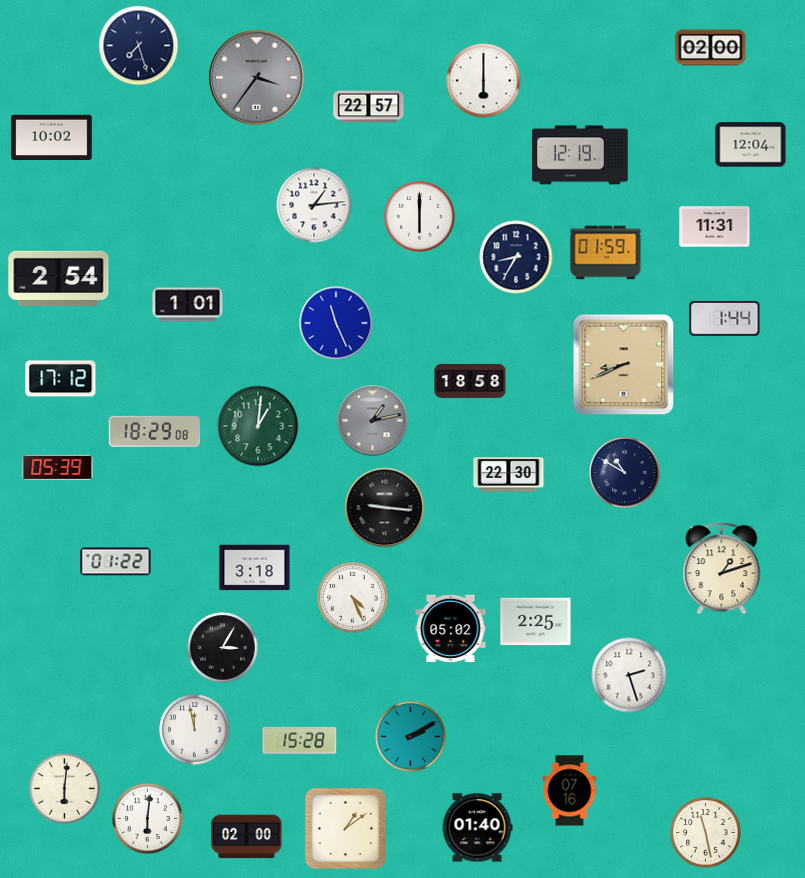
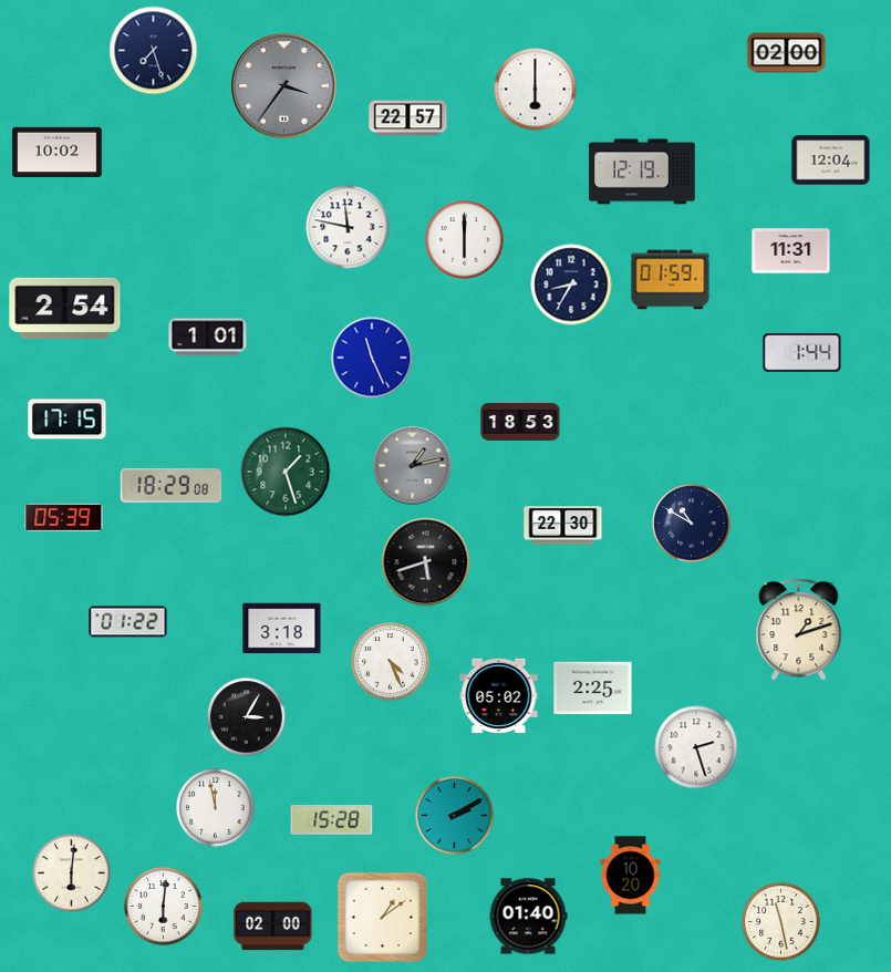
clock at (314, 205): 1:14 -> 11:47
clock at (624, 365): 8:41 -> none
clock at (61, 379): 17:12 -> 17:15
clock at (470, 381): 18:58 -> 18:53
clock at (258, 426): 1:01 -> 1:27
clock at (155, 431) position: (155, 431) -> (172, 485)
clock at (385, 508): 9:16 -> 5:42
clock at (570, 791): 07:16 -> 10:20
